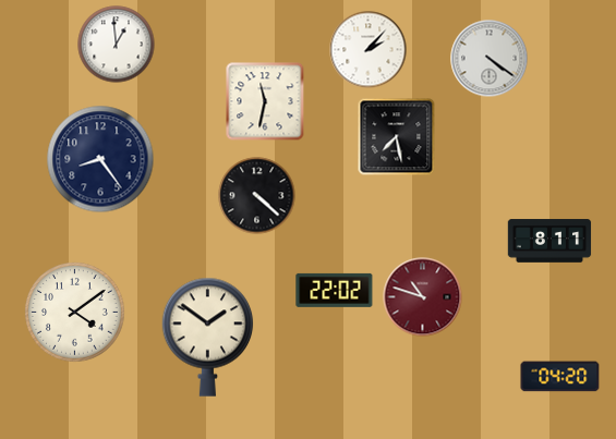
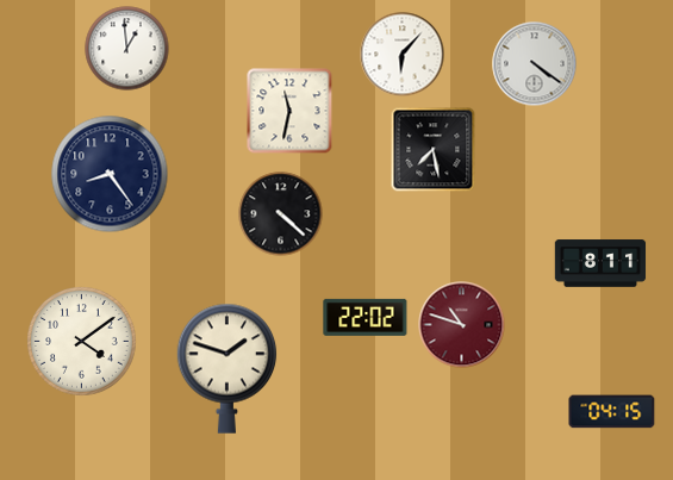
clock at (369, 50): 2:07 -> 6:07
clock at (208, 337): 1:51 -> 1:48
clock at (560, 377): 04:20 -> 04:15
